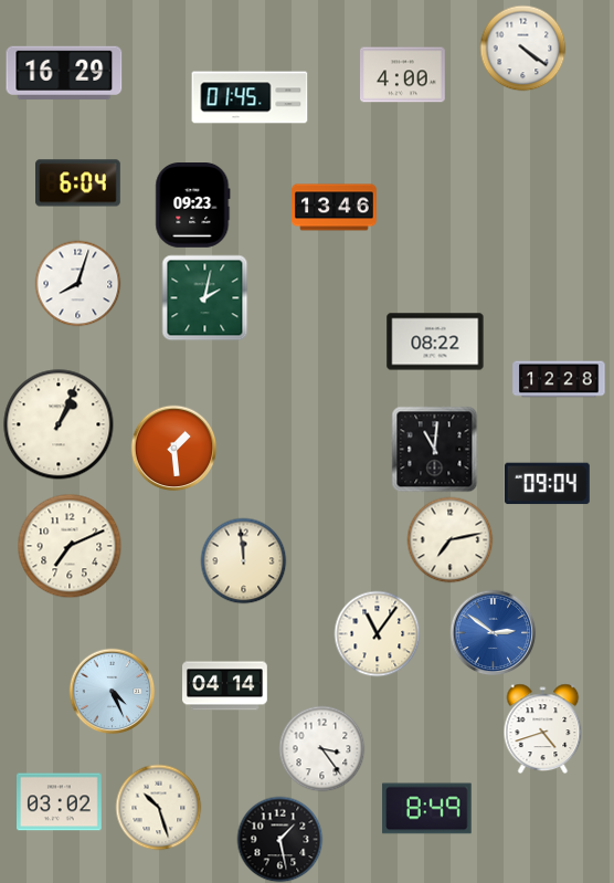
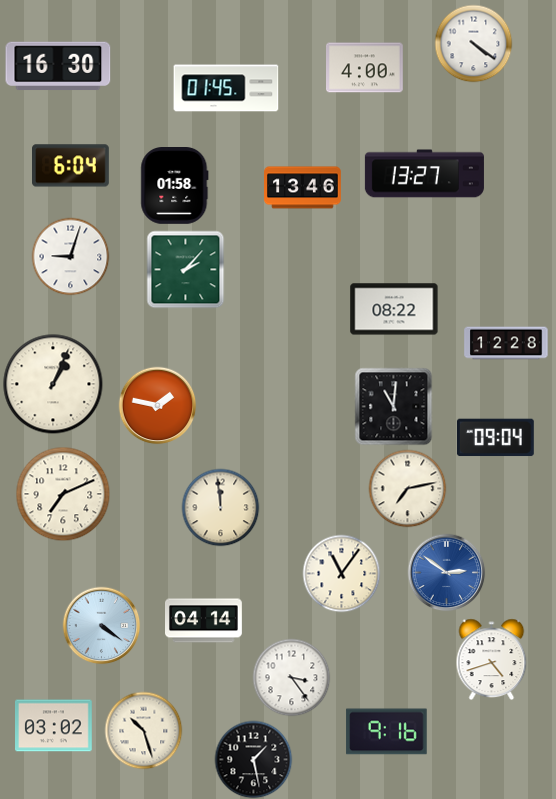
clock at (64, 73): 16:29 -> 16:30
clock at (424, 174): none -> 13:27
clock at (193, 206): 09:23 -> 01:58
clock at (77, 283): 8:03 -> 9:03
clock at (204, 297): 2:02 -> 2:07
clock at (173, 448): 1:29 -> 1:47
clock at (112, 691): 4:26 -> 4:21
clock at (427, 809): 8:49 -> 9:16
